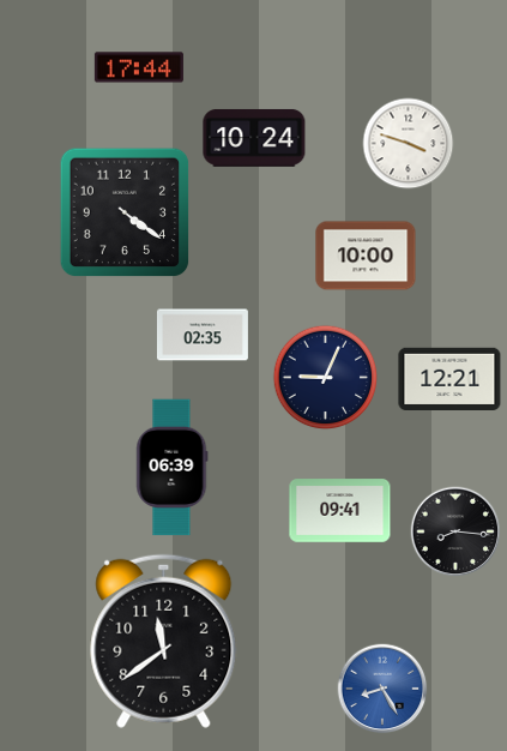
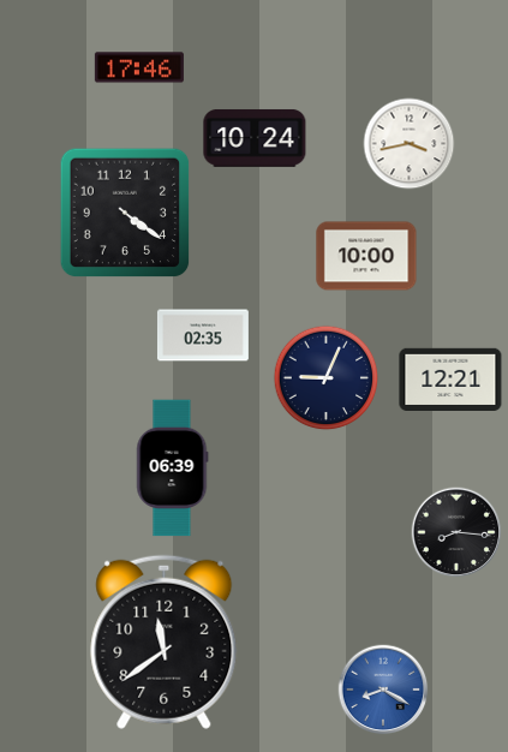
clock at (139, 67): 17:44 -> 17:46
clock at (409, 144): 3:48 -> 3:43
clock at (340, 511): 09:41 -> none
clock at (382, 689): 8:25 -> 8:20
